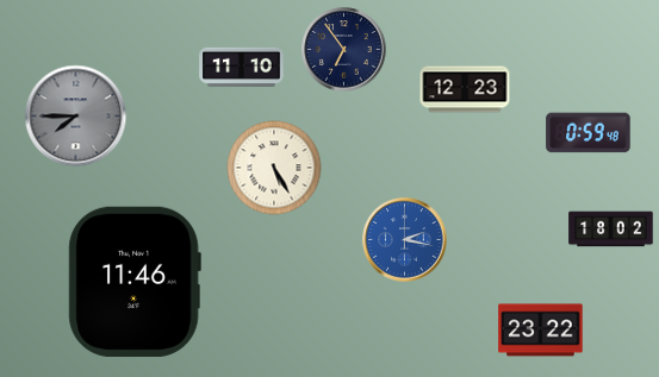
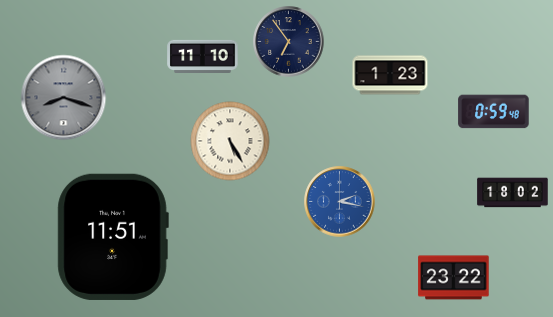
clock at (465, 89): 12:23 -> 1:23
clock at (76, 117): 7:45 -> 8:18
clock at (135, 282): 11:46 -> 11:51
